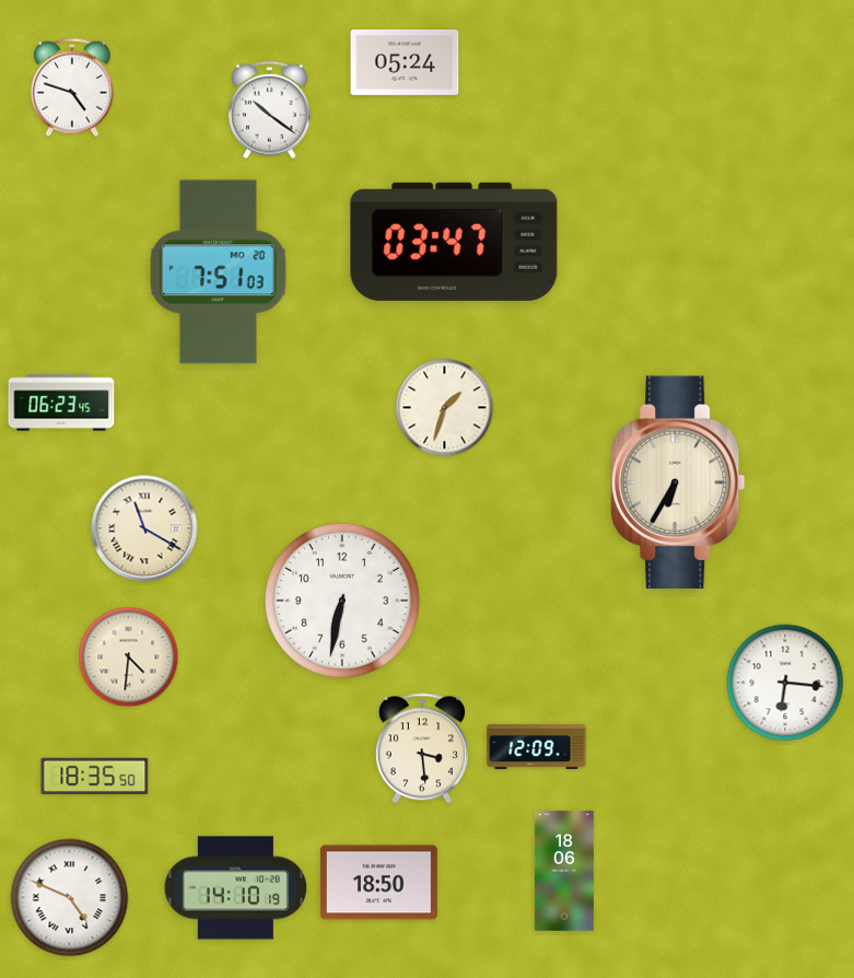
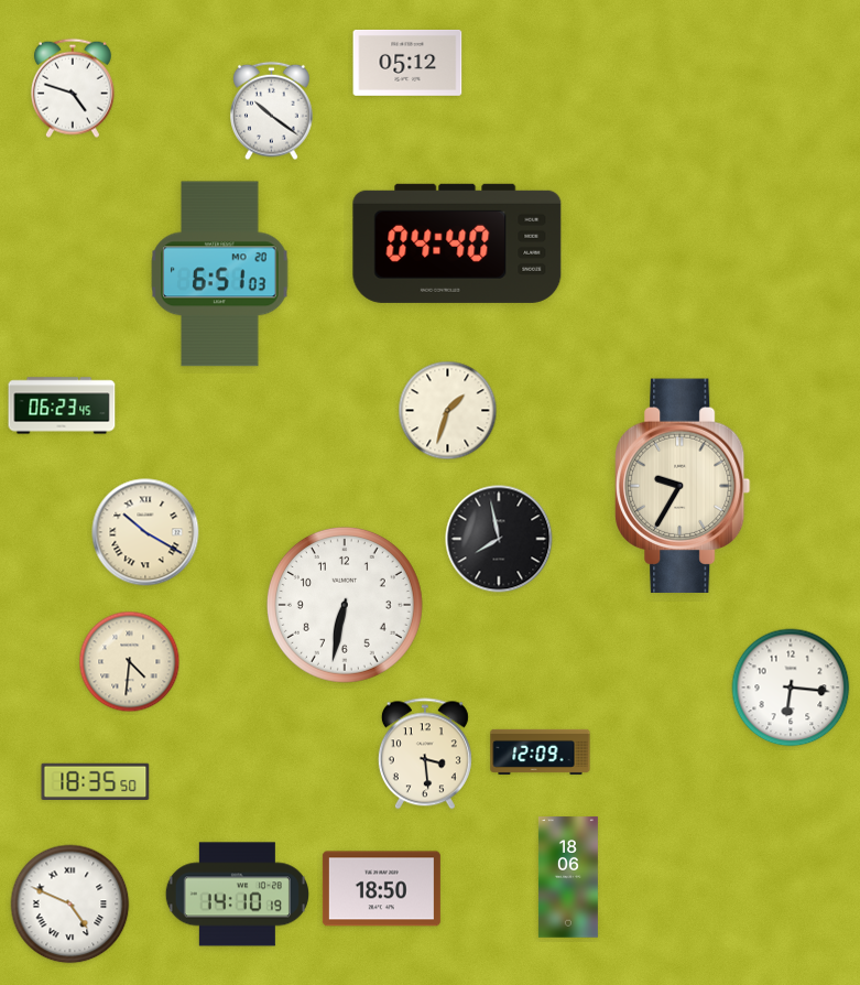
clock at (405, 62): 05:24 -> 05:12
clock at (454, 242): 03:47 -> 04:40
clock at (219, 272): 7:51 -> 6:51
clock at (679, 482): 6:35 -> 9:35
clock at (144, 528): 11:20 -> 10:20
clock at (499, 539): none -> 7:58
